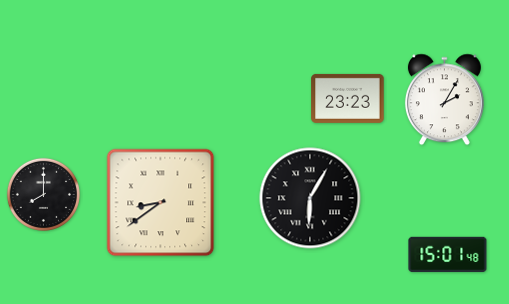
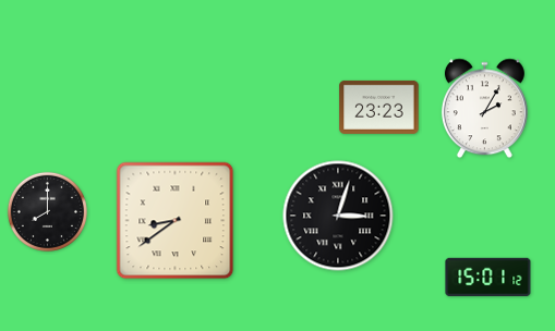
clock at (310, 198): 6:05 -> 3:03
clock at (448, 255): 15:01:48 -> 15:01:12
